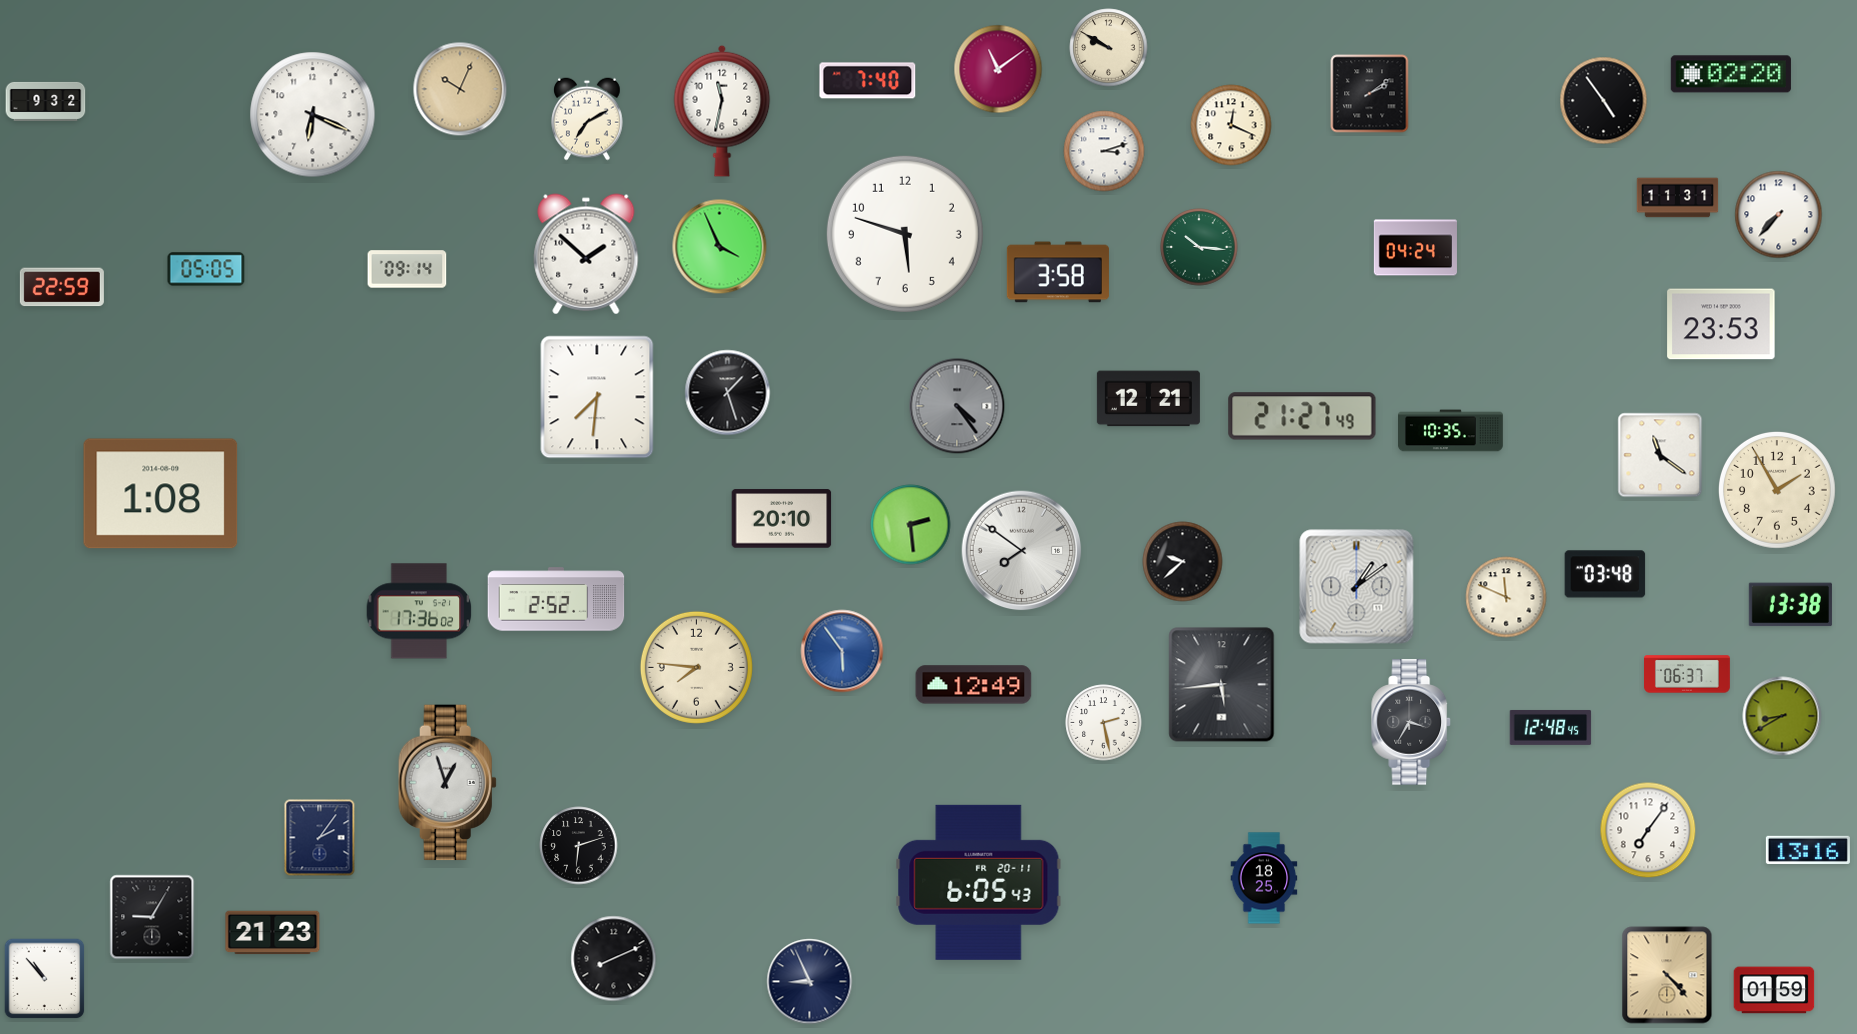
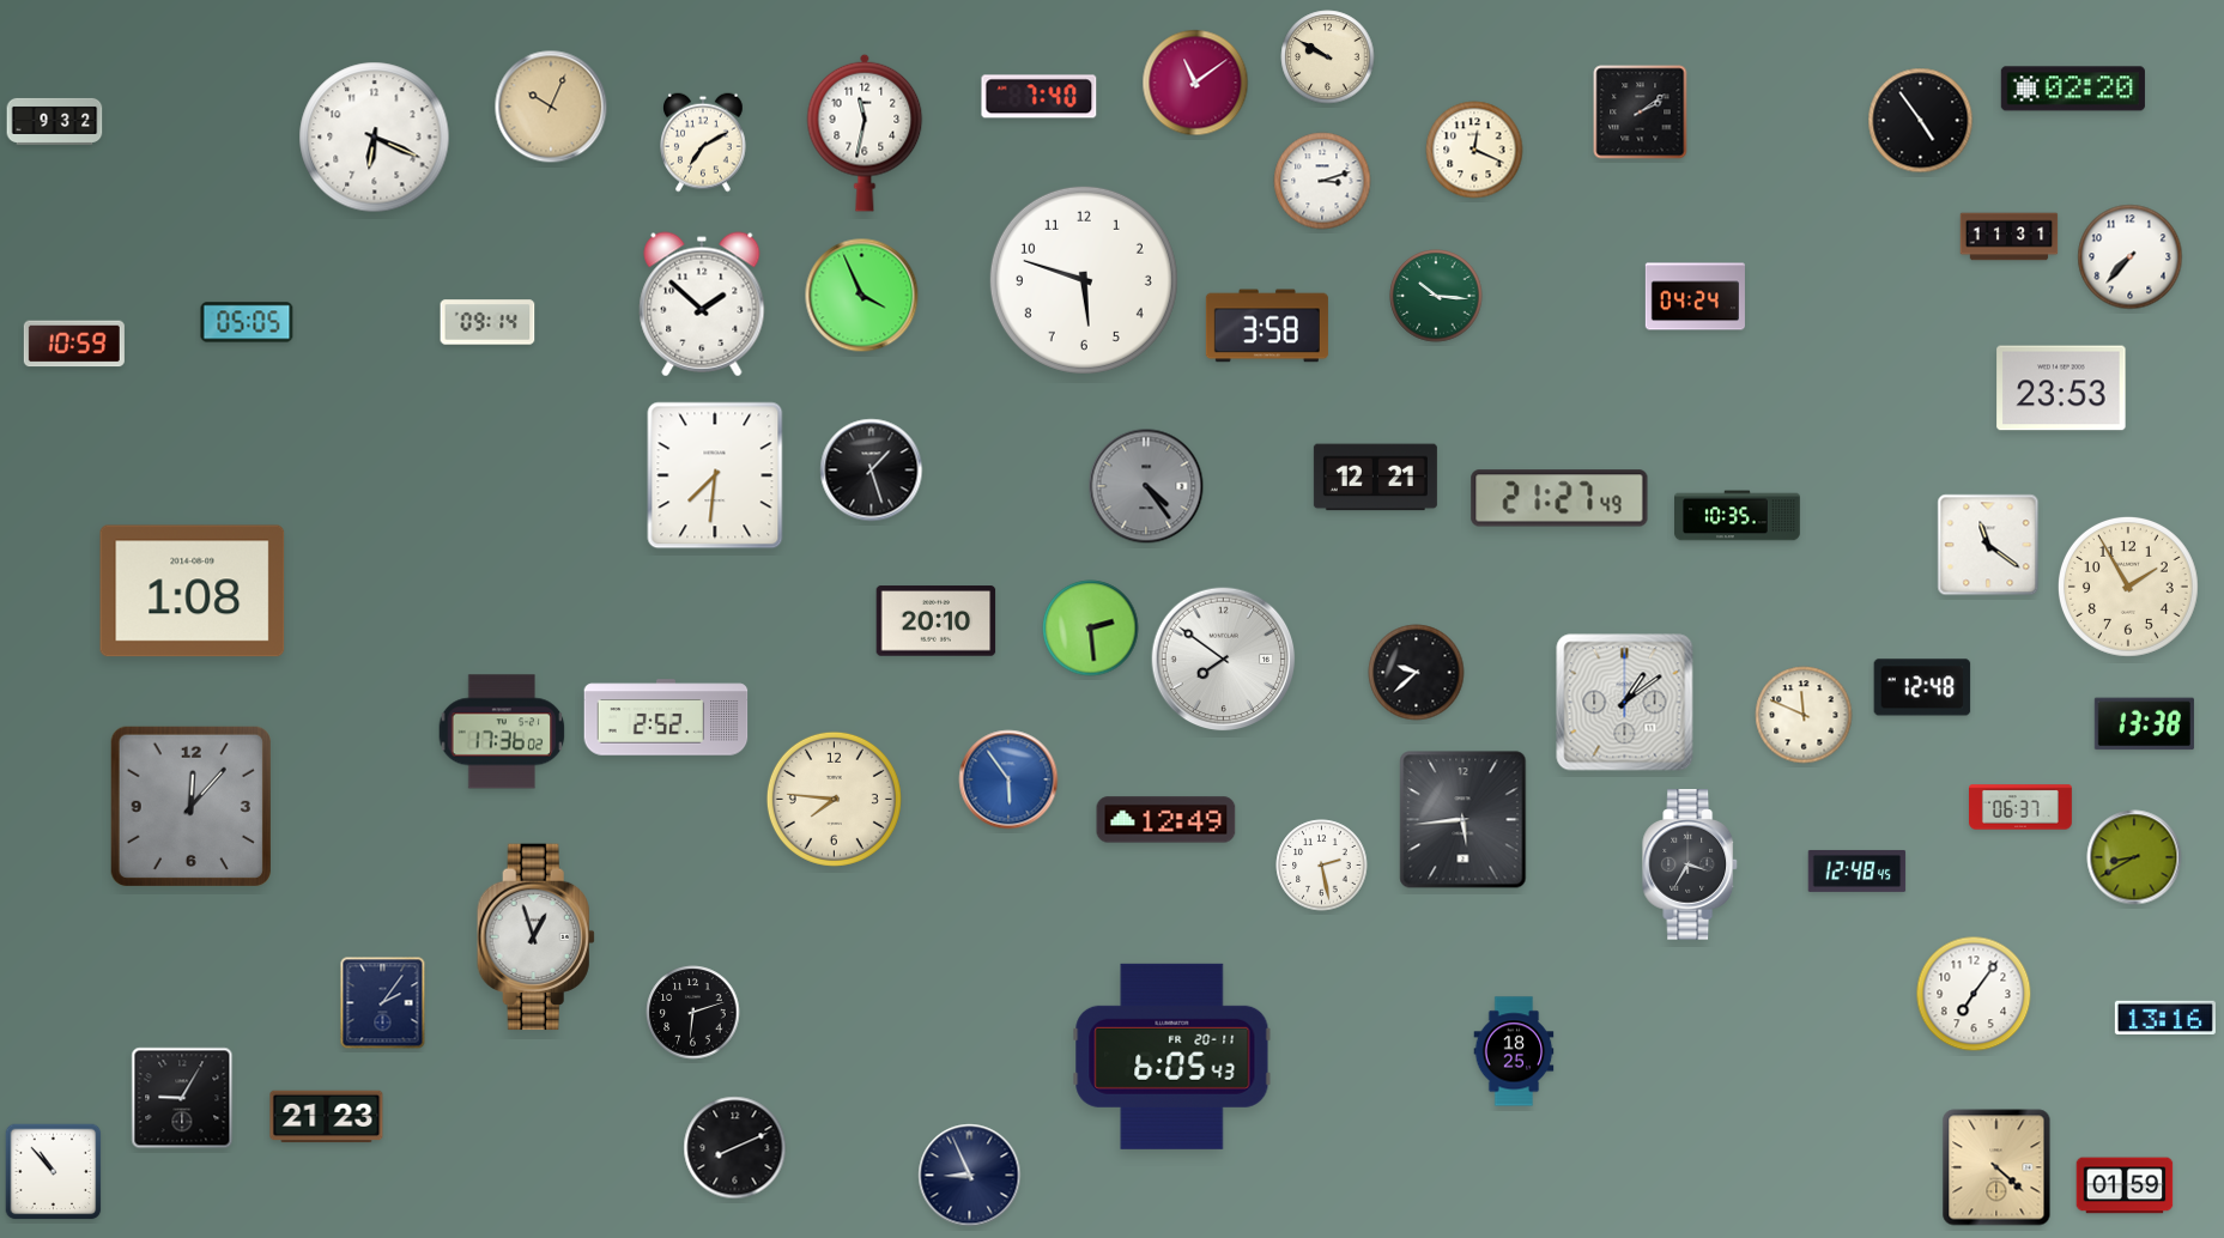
clock at (62, 287): 22:59 -> 10:59
clock at (1605, 574): 03:48 -> 12:48
clock at (190, 806): none -> 12:07
clock at (1667, 975): 4:23 -> 4:22
